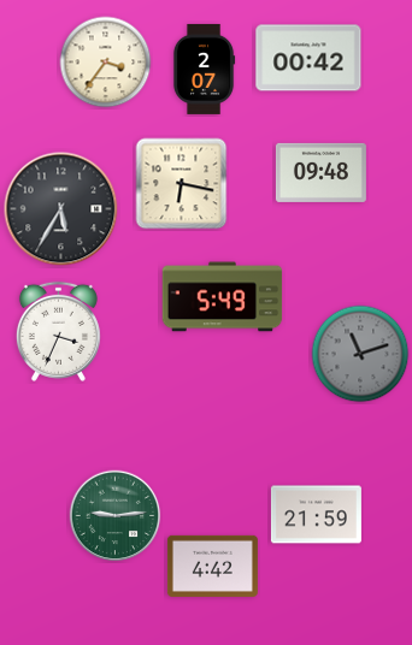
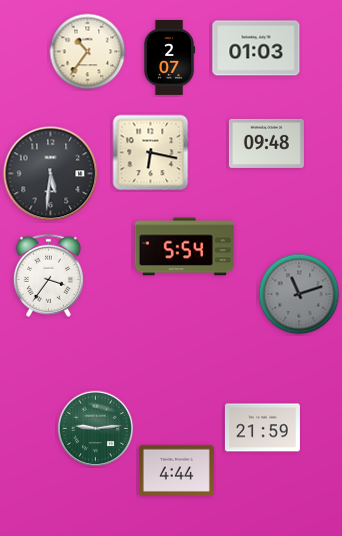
clock at (308, 58): 00:42 -> 01:03
clock at (106, 63): 3:36 -> 10:36
clock at (61, 209): 5:35 -> 5:31
clock at (223, 297): 5:49 -> 5:54
clock at (58, 331): 3:34 -> 3:36
clock at (212, 566): 4:42 -> 4:44
